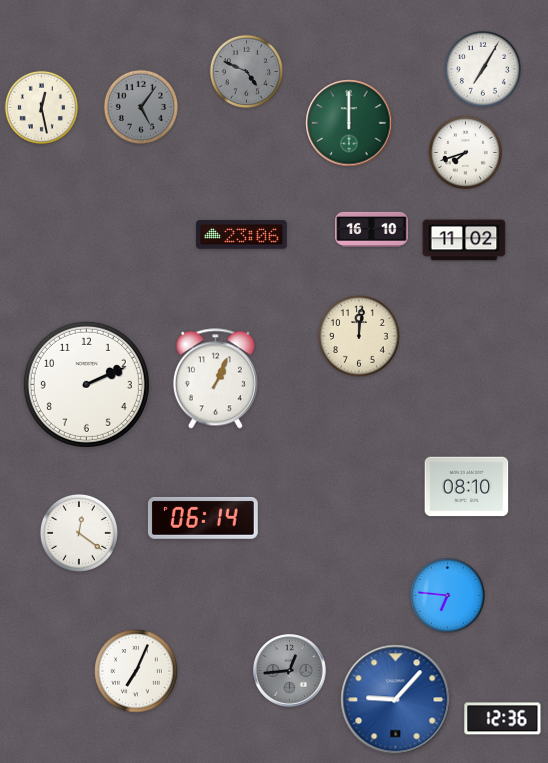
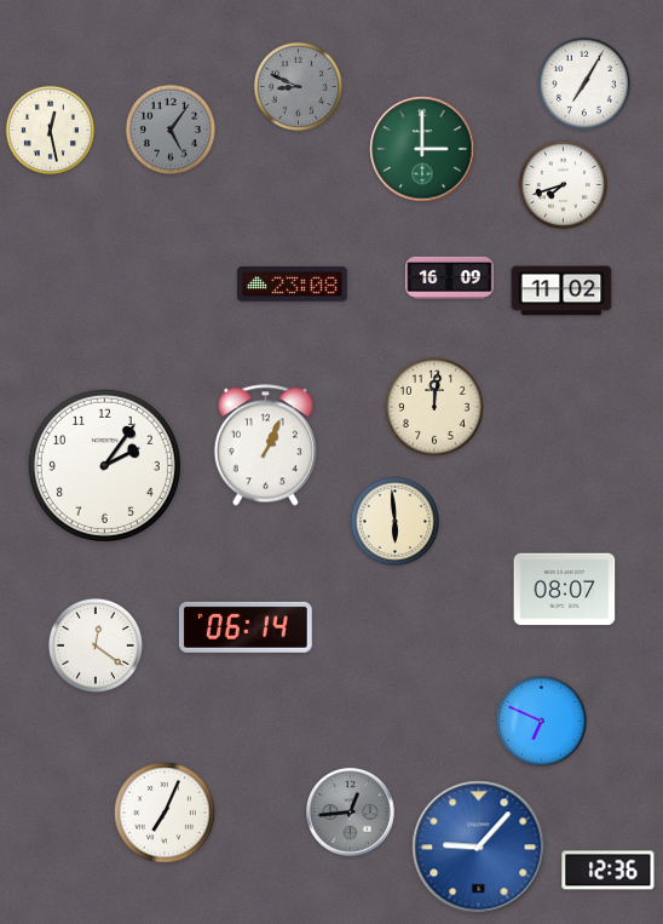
clock at (246, 71): 4:49 -> 8:49
clock at (349, 123): 12:00 -> 3:00
clock at (372, 229): 16:10 -> 16:09
clock at (242, 235): 23:06 -> 23:08
clock at (215, 379) position: (215, 379) -> (265, 446)
clock at (86, 384): 2:11 -> 2:06
clock at (394, 521): none -> 5:59
clock at (467, 487): 08:10 -> 08:07
clock at (447, 595): 6:46 -> 6:49
